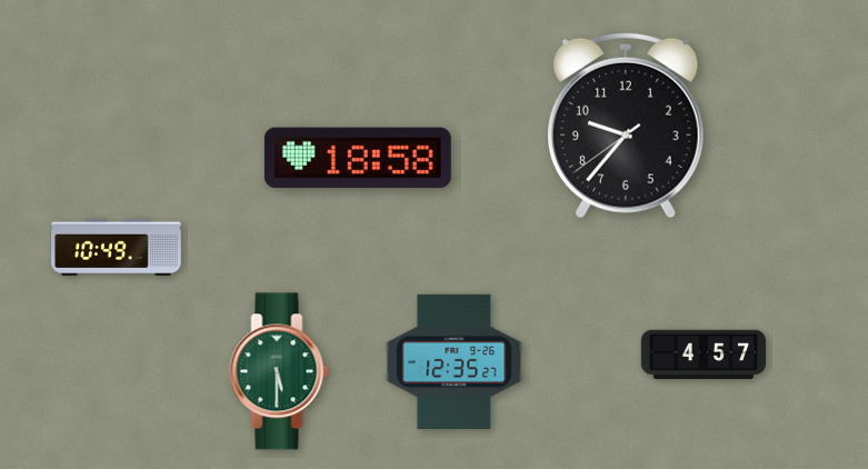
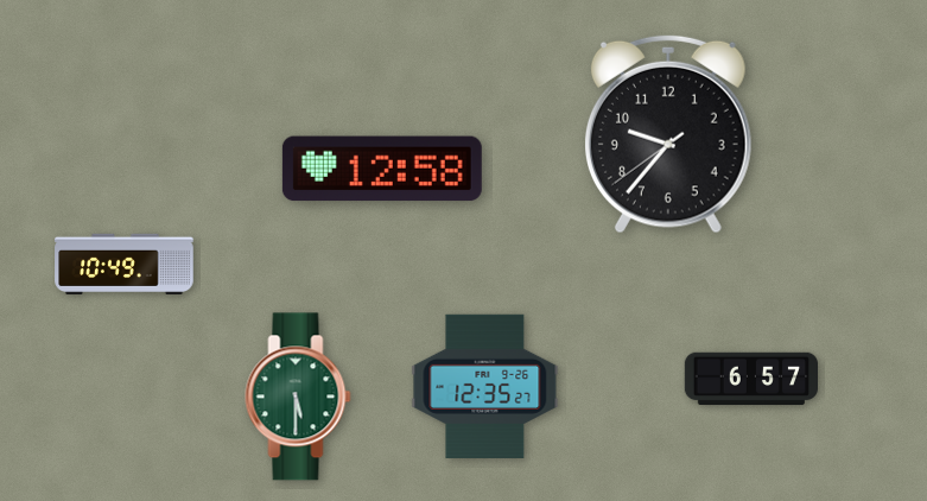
clock at (358, 158): 18:58 -> 12:58
clock at (702, 355): 4:57 -> 6:57
